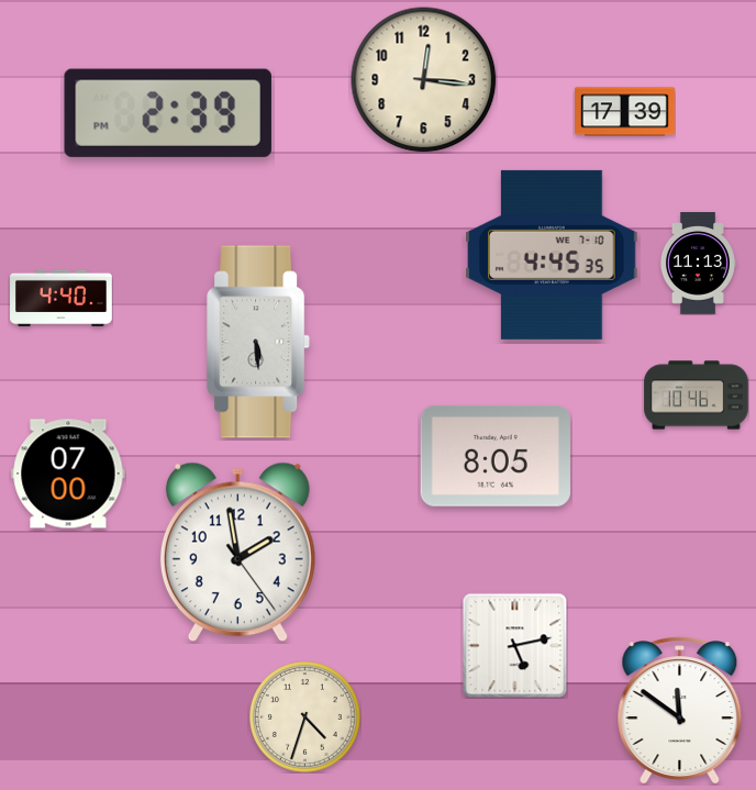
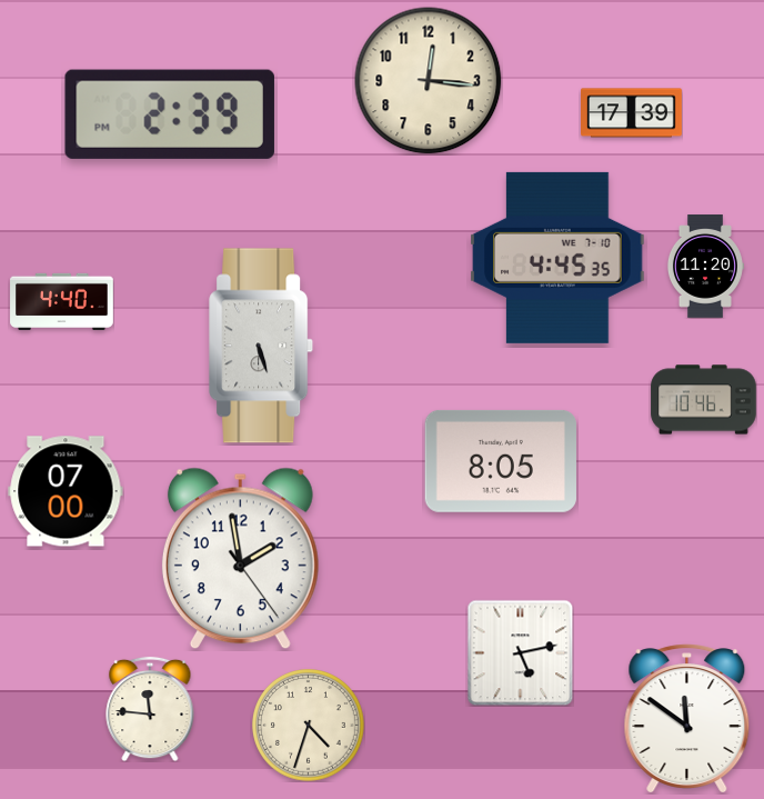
clock at (698, 264): 11:13 -> 11:20
clock at (259, 342): 5:29 -> 5:27
clock at (68, 474) position: (68, 474) -> (66, 491)
clock at (150, 709): none -> 11:46
